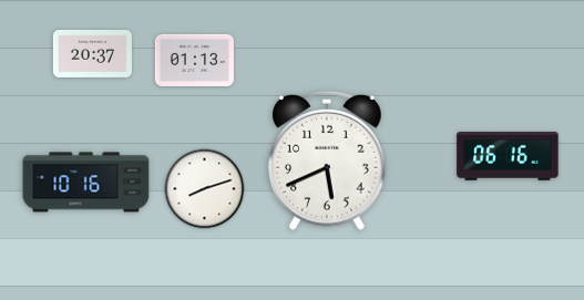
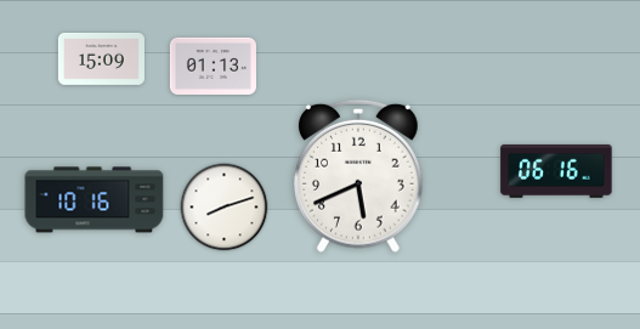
clock at (92, 53): 20:37 -> 15:09
